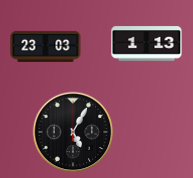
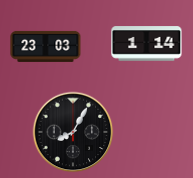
clock at (147, 44): 1:13 -> 1:14
clock at (73, 132): 5:05 -> 8:05
